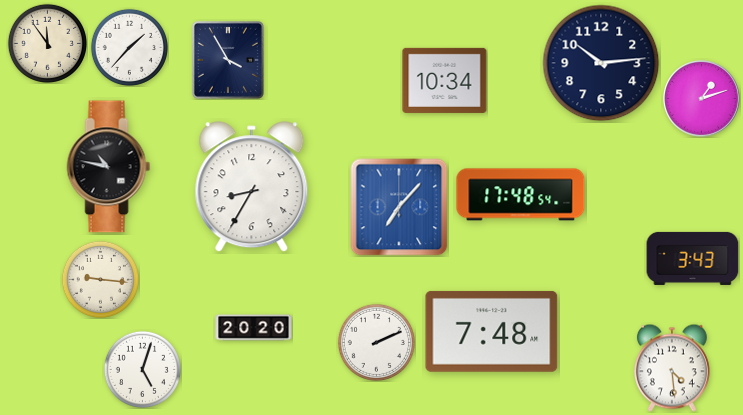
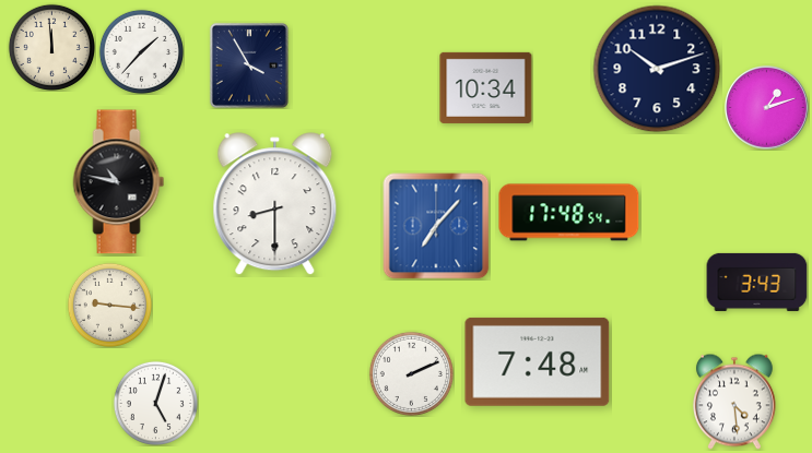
clock at (47, 43): 11:54 -> 11:59
clock at (601, 63): 10:14 -> 10:12
clock at (252, 187): 8:35 -> 8:30
clock at (254, 328): 20:20 -> none
